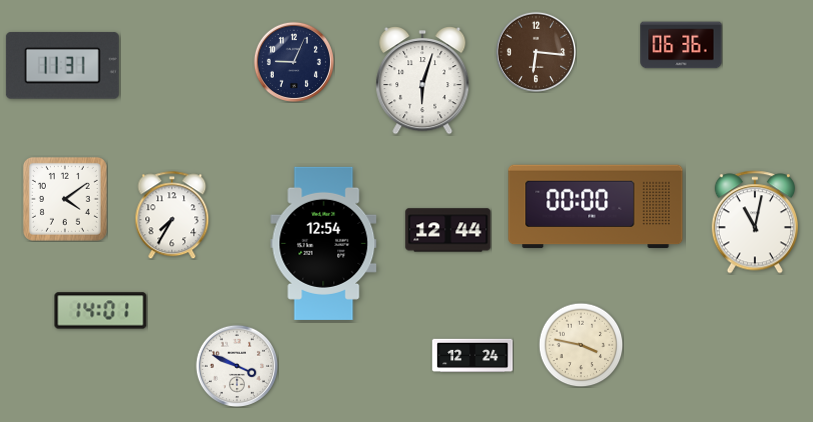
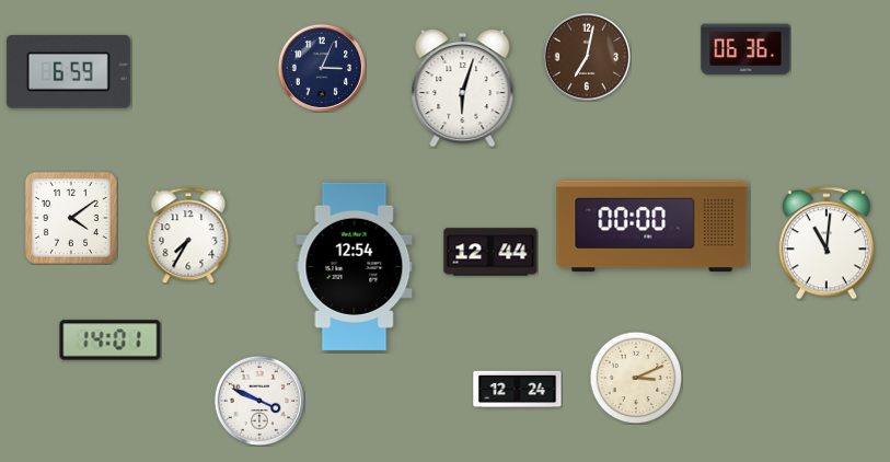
clock at (536, 52): 6:16 -> 7:02
clock at (294, 62): 9:04 -> 3:04
clock at (62, 66): 11:31 -> 6:59
clock at (754, 222): 11:02 -> 11:01
clock at (581, 345): 3:47 -> 3:11
